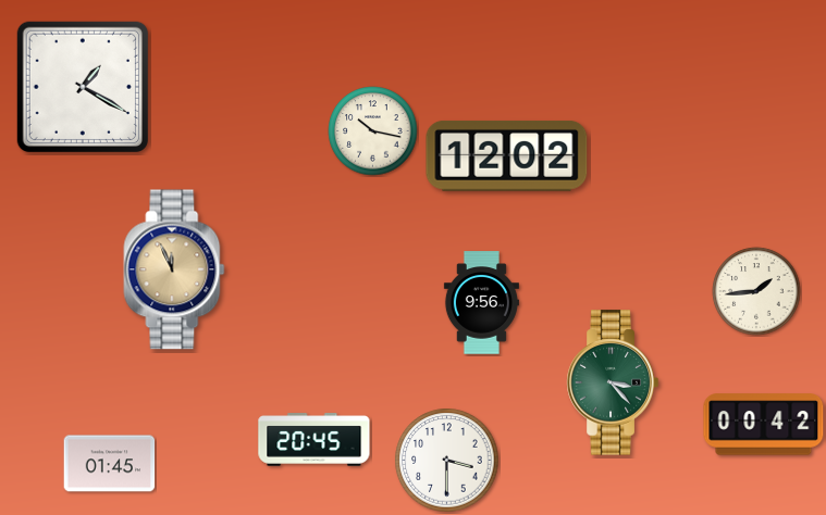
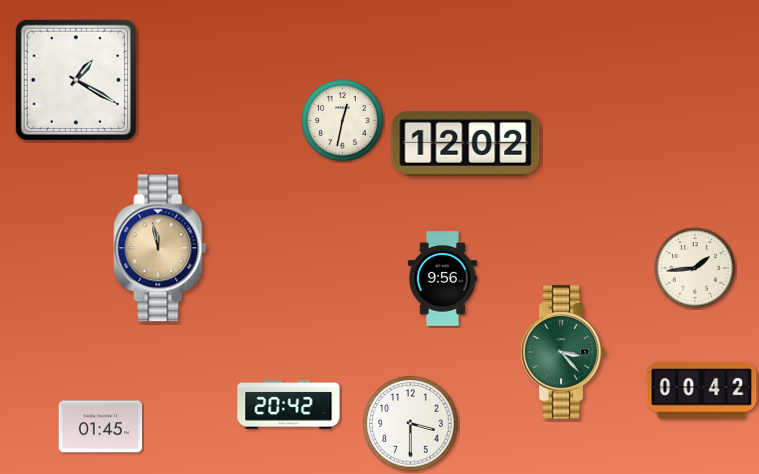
clock at (373, 131): 10:17 -> 12:32
clock at (174, 269): 11:56 -> 11:58
clock at (315, 440): 20:45 -> 20:42
